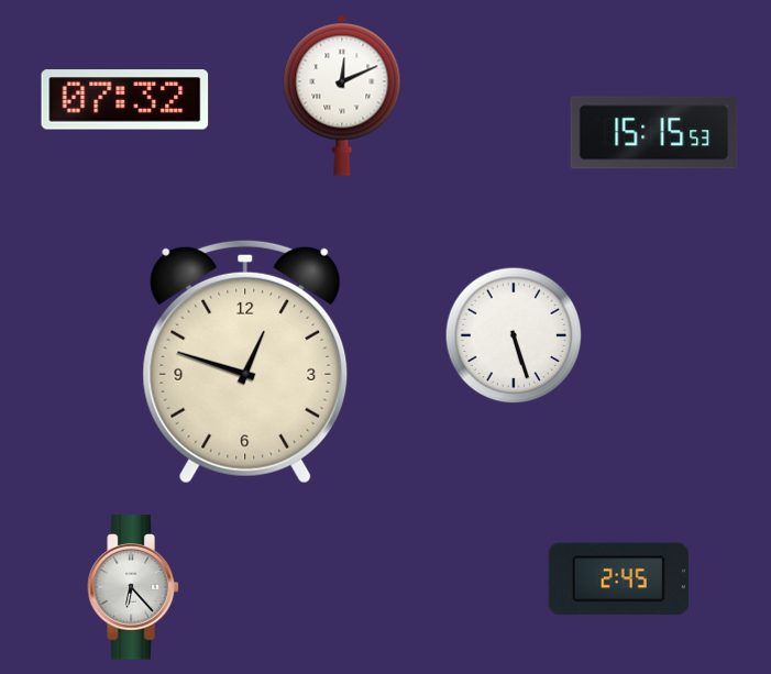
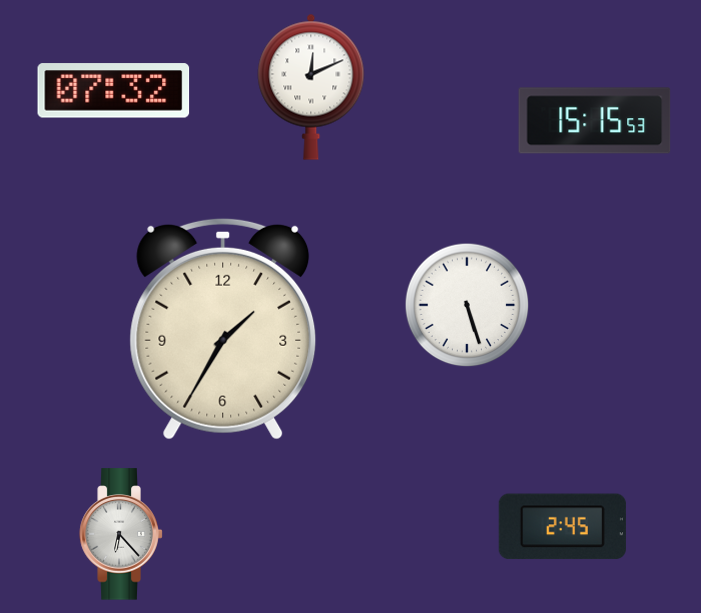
clock at (245, 362): 12:48 -> 1:35
